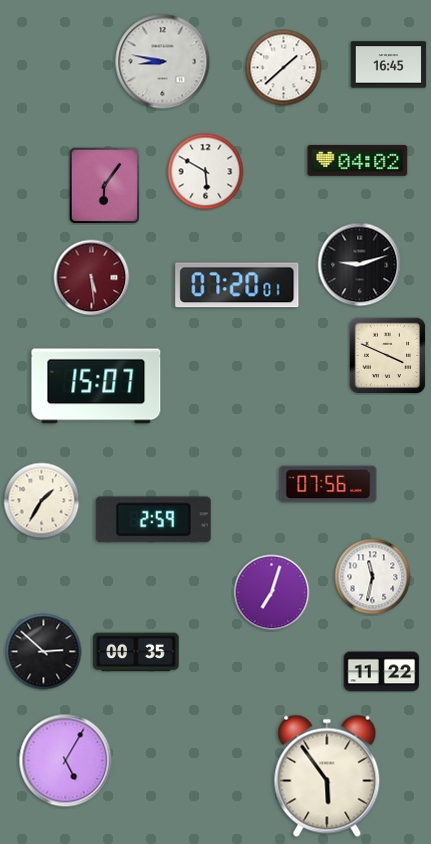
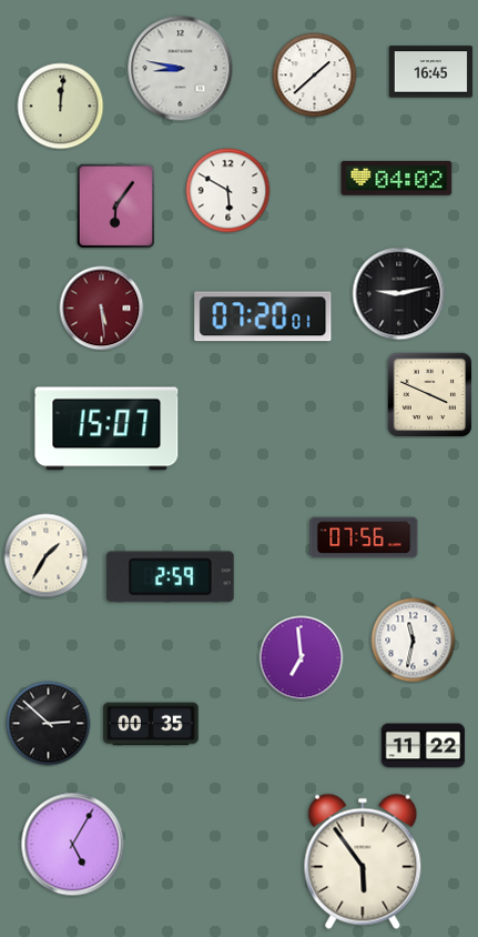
clock at (61, 107): none -> 12:01
clock at (360, 265): 9:12 -> 9:13
clock at (272, 593): 7:03 -> 6:59
